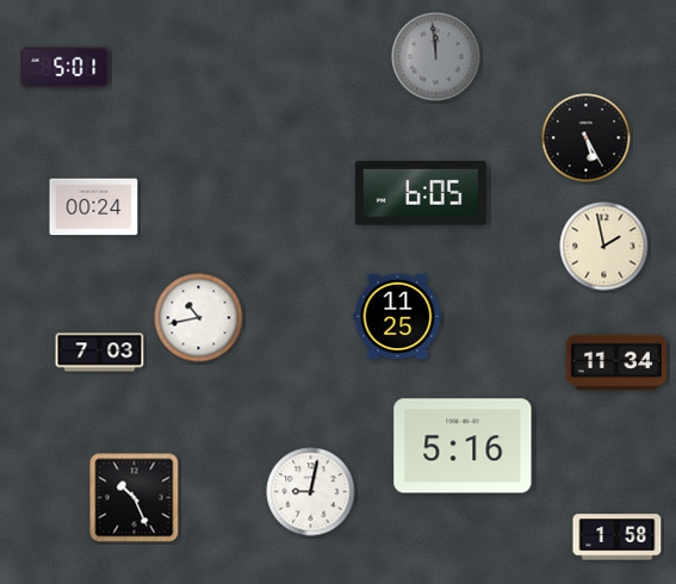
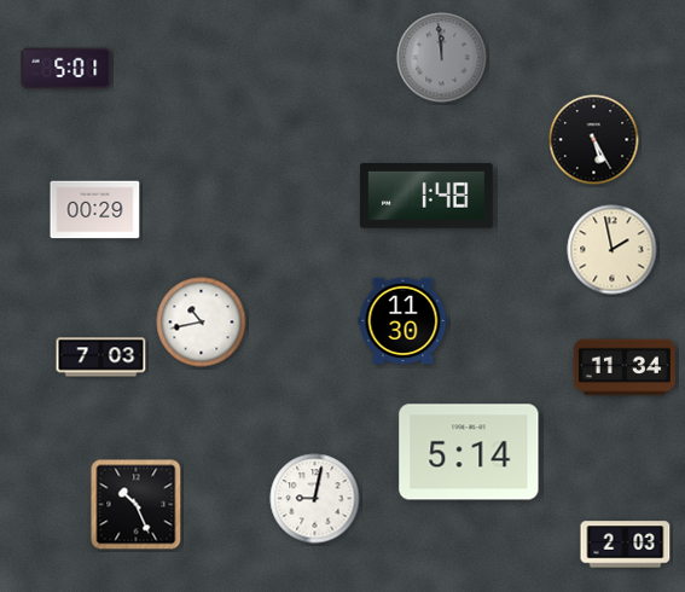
clock at (421, 194): 6:05 -> 1:48
clock at (94, 207): 00:24 -> 00:29
clock at (398, 317): 11:25 -> 11:30
clock at (463, 446): 5:16 -> 5:14
clock at (618, 538): 1:58 -> 2:03
